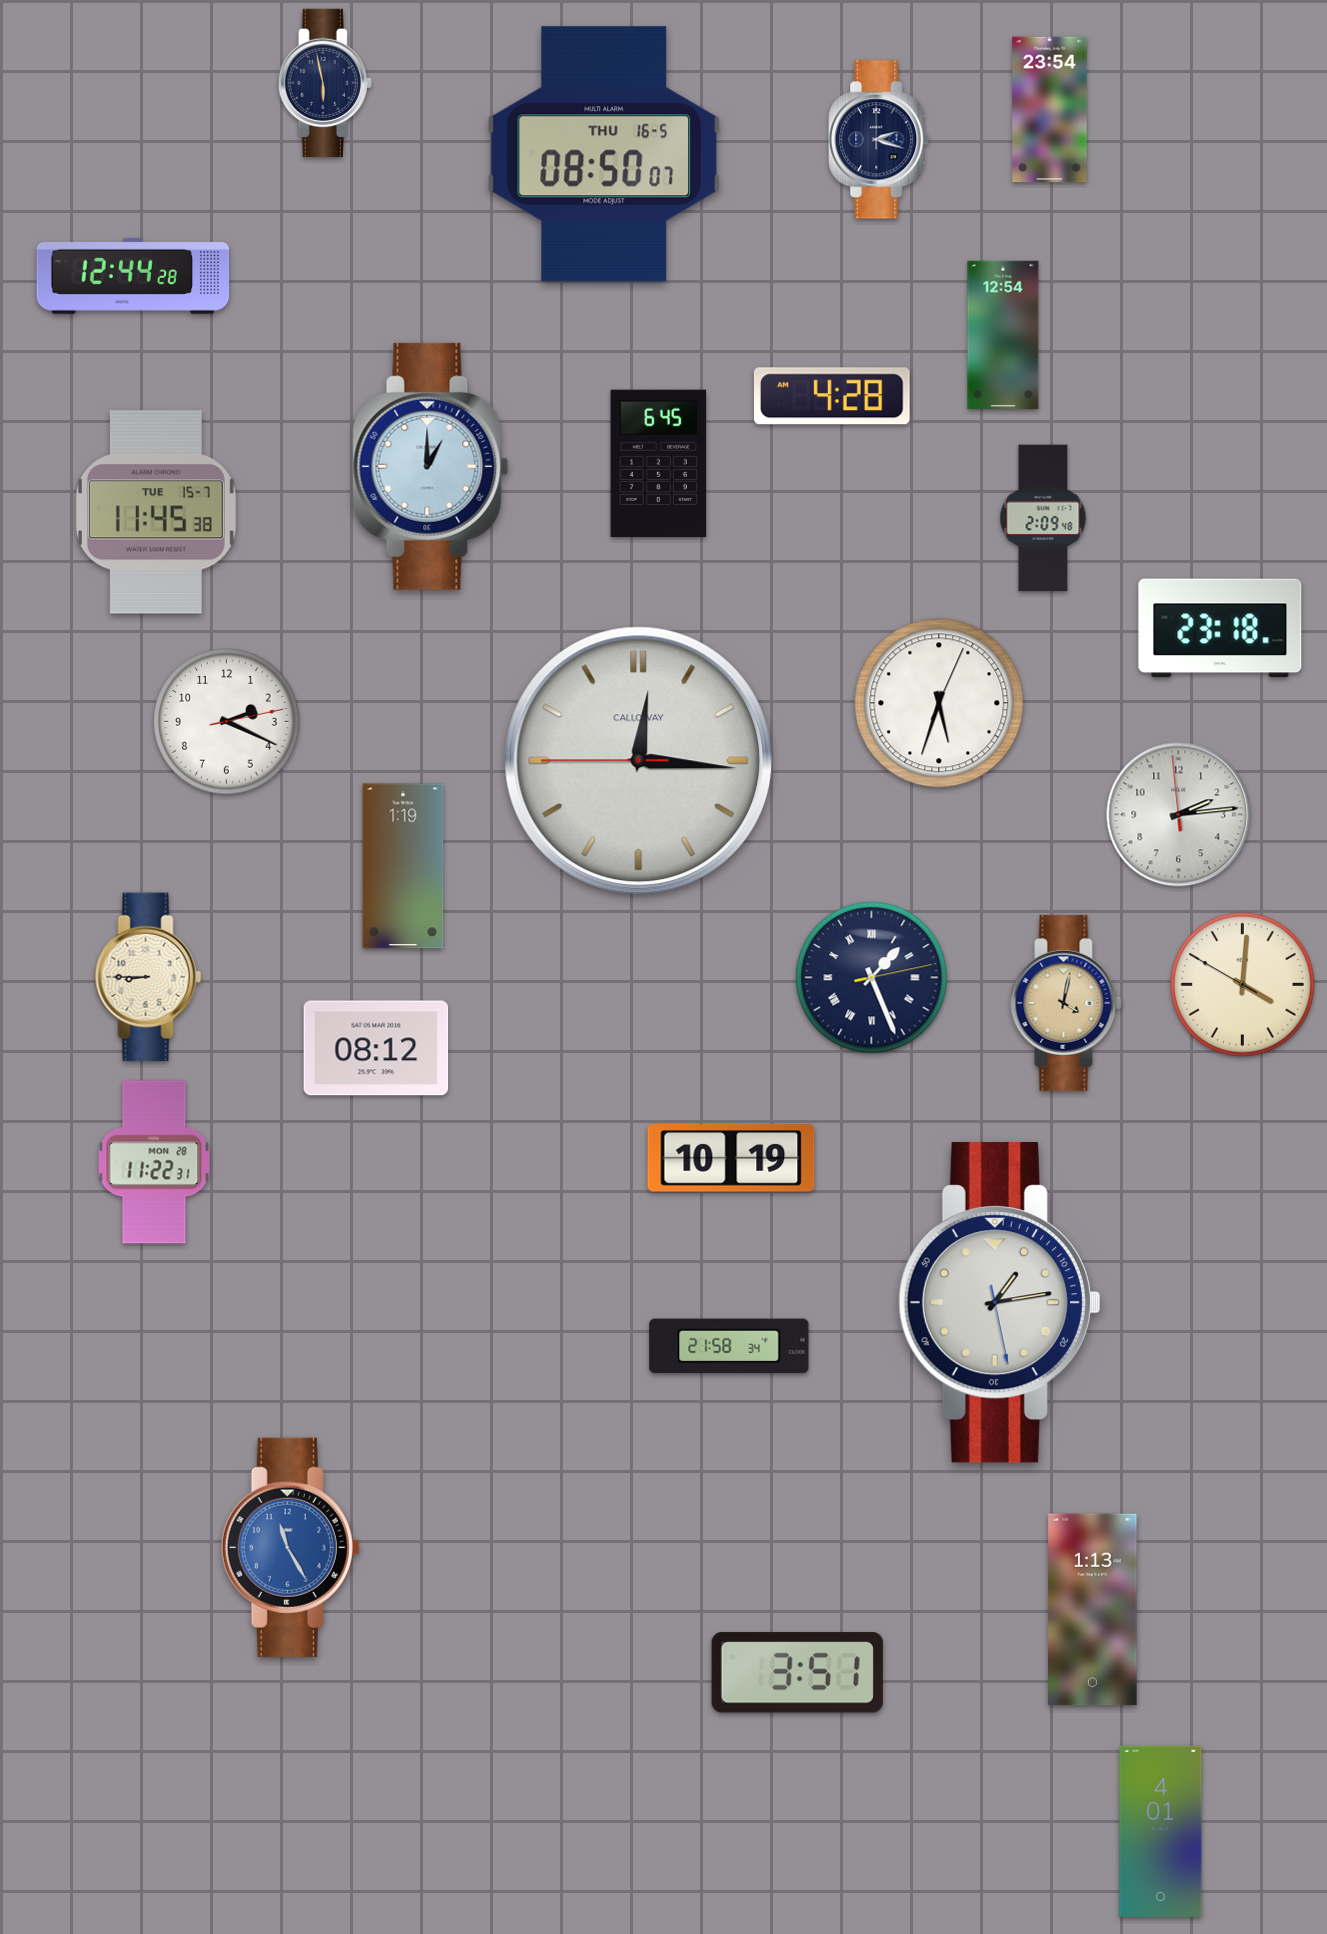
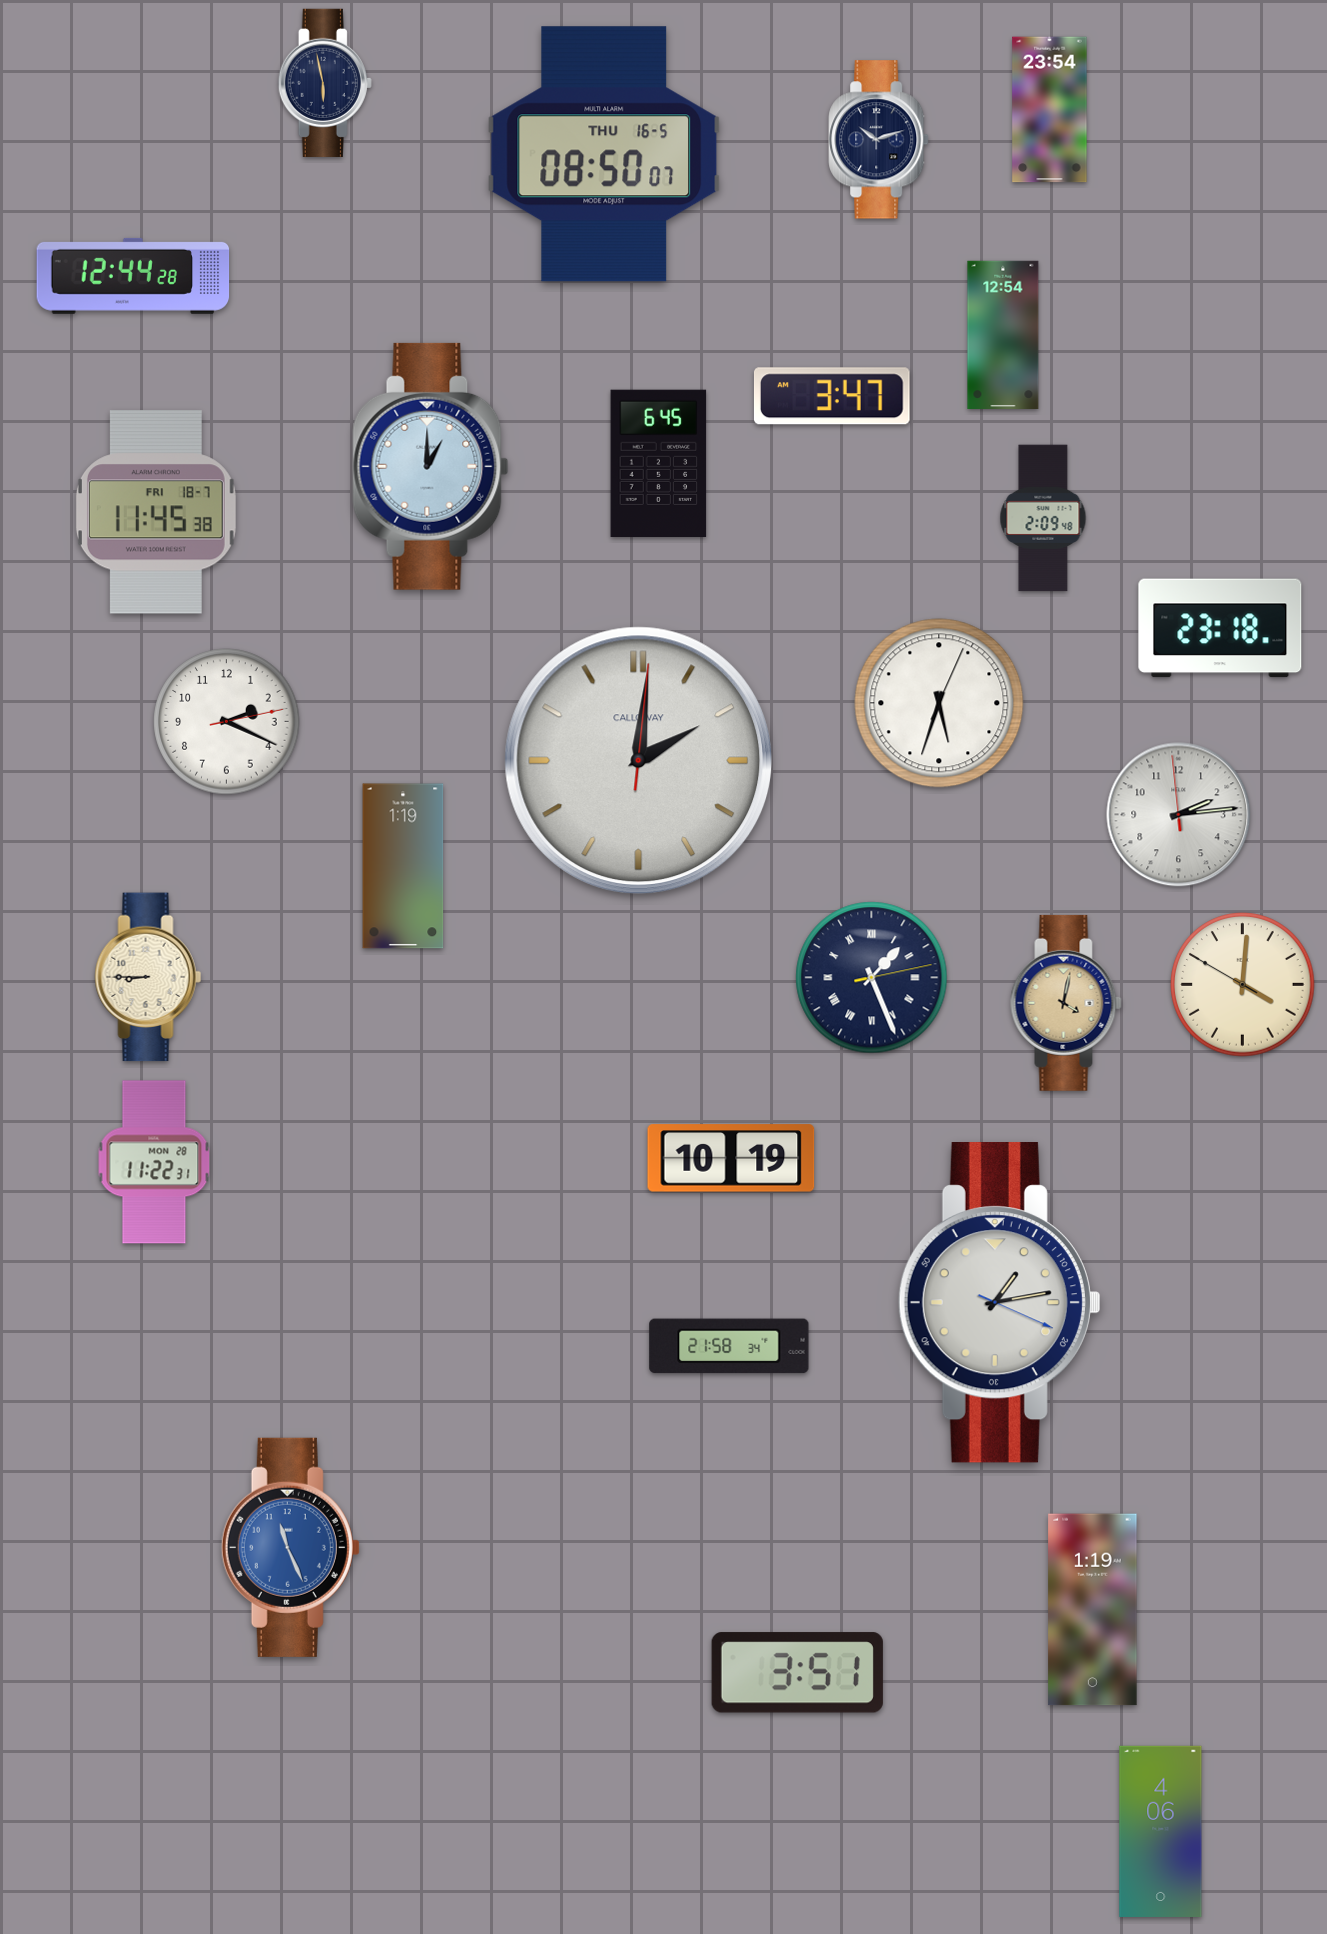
clock at (879, 140): 2:18 -> 10:12
clock at (832, 396): 4:28 -> 3:47
clock at (156, 512) date: TUE 15-7 -> FRI 18-7
clock at (639, 761): 12:15 -> 2:01
clock at (376, 1048): 08:12 -> none
clock at (999, 1303): 1:13:28 -> 1:13:19
clock at (290, 1547): 11:25 -> 11:26
clock at (1093, 1610): 1:13 -> 1:19
clock at (1161, 1831): 4:01 -> 4:06
